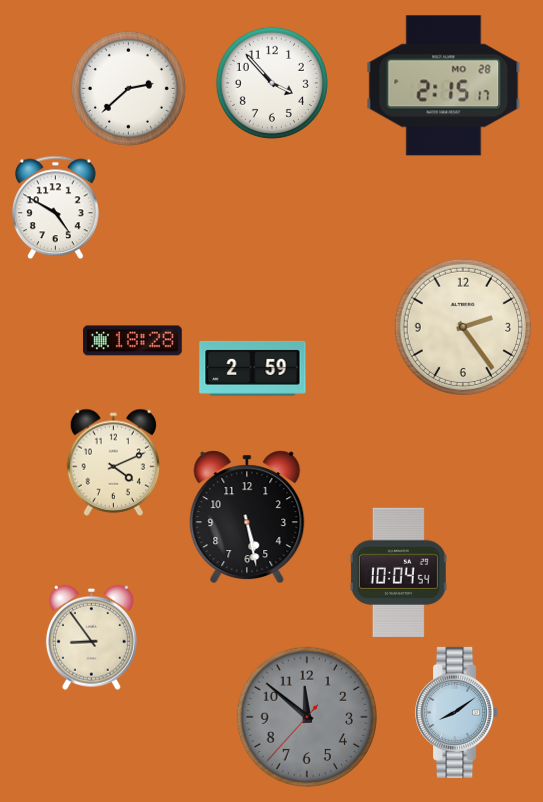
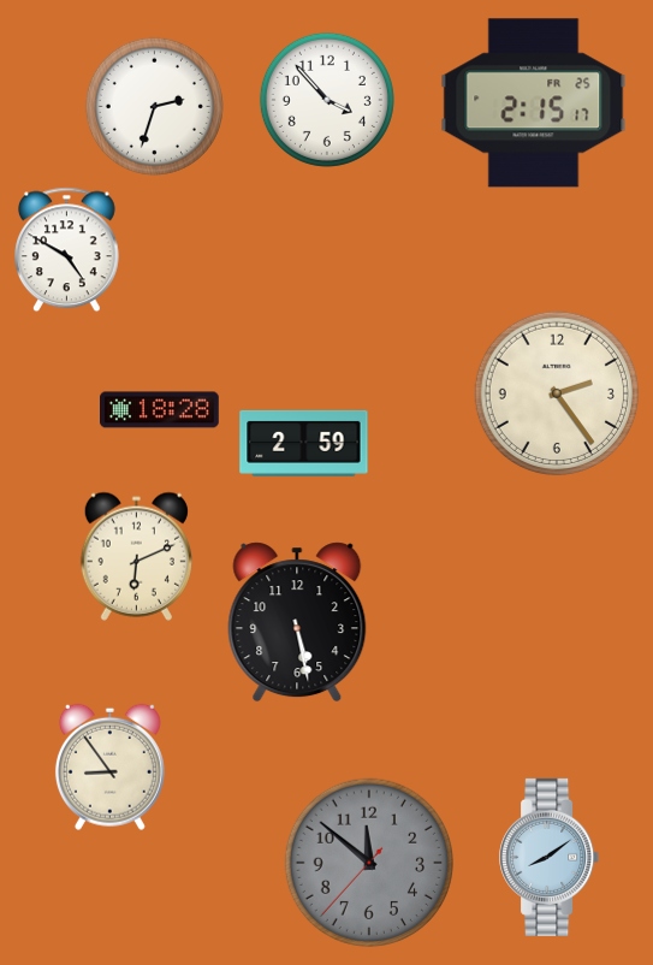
clock at (444, 86) date: MO 28 -> FR 25
clock at (128, 88): 2:38 -> 2:33
clock at (113, 462): 4:11 -> 6:11
clock at (398, 572): 10:04 -> none
